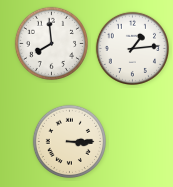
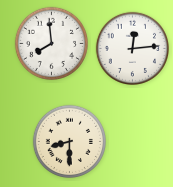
clock at (132, 48): 1:14 -> 12:14
clock at (69, 141): 3:15 -> 8:30
